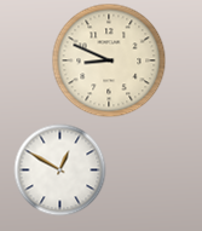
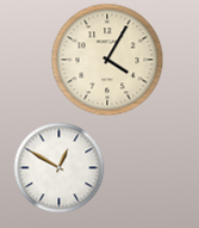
clock at (109, 60): 8:49 -> 4:05
